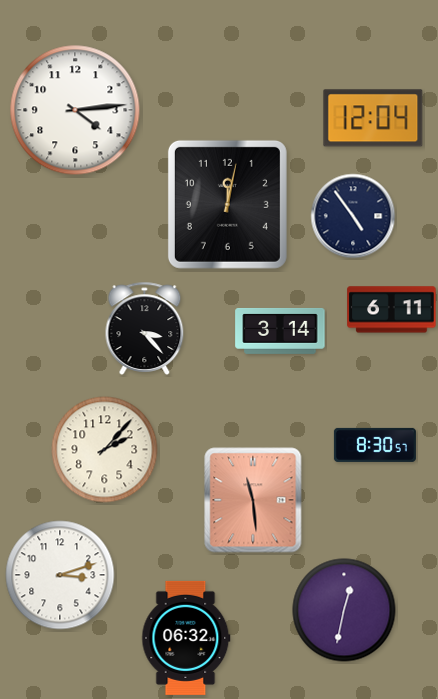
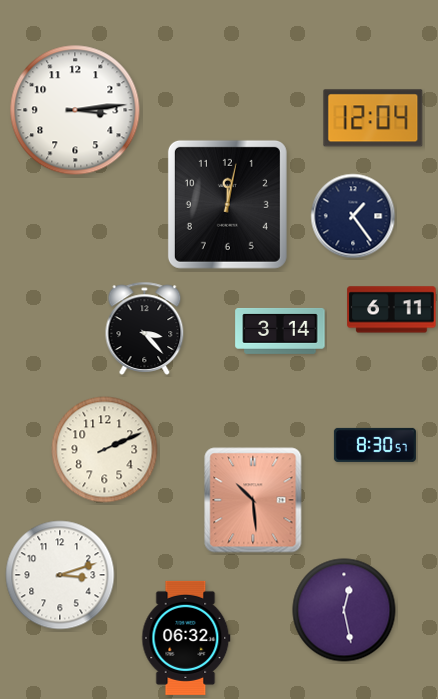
clock at (75, 110): 4:14 -> 3:14
clock at (353, 216): 4:54 -> 1:24
clock at (105, 450): 2:07 -> 2:11
clock at (253, 500): 11:29 -> 10:29
clock at (344, 610): 12:32 -> 12:28
